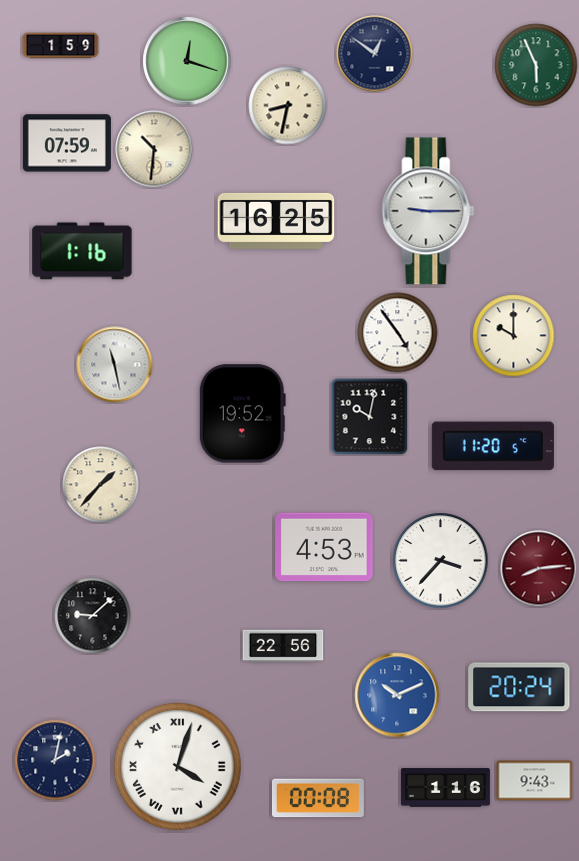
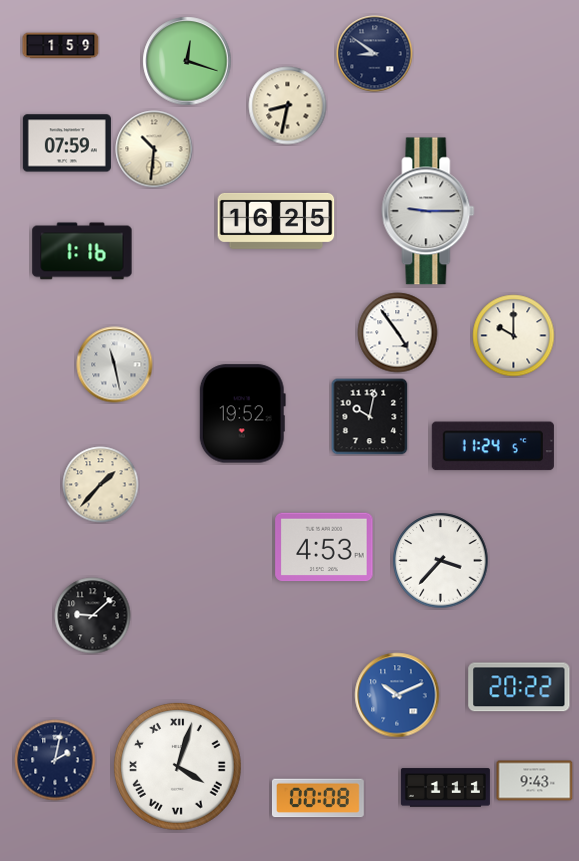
clock at (375, 54): 12:51 -> 8:51
clock at (536, 65): 5:56 -> none
clock at (493, 446): 11:20 -> 11:24
clock at (539, 569): 8:14 -> none
clock at (283, 646): 22:56 -> none
clock at (519, 687): 20:24 -> 20:22
clock at (445, 788): 1:16 -> 1:11
